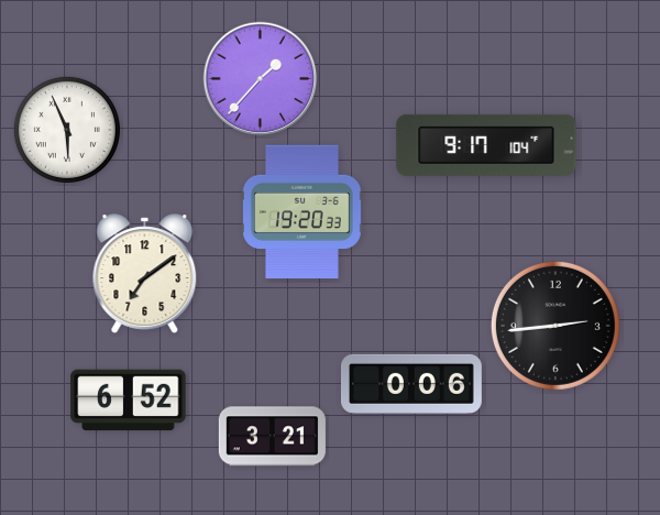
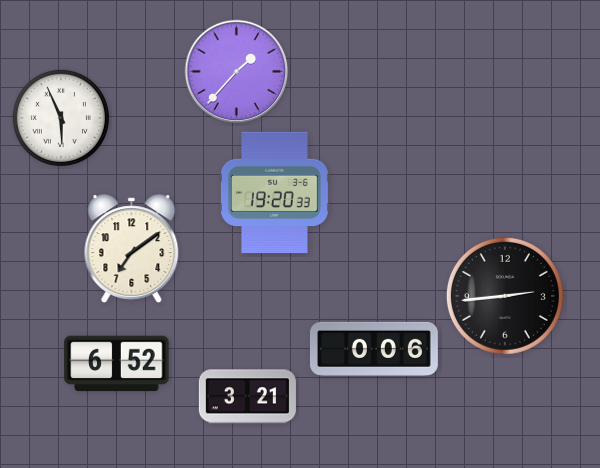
clock at (486, 145): 9:17 -> none
